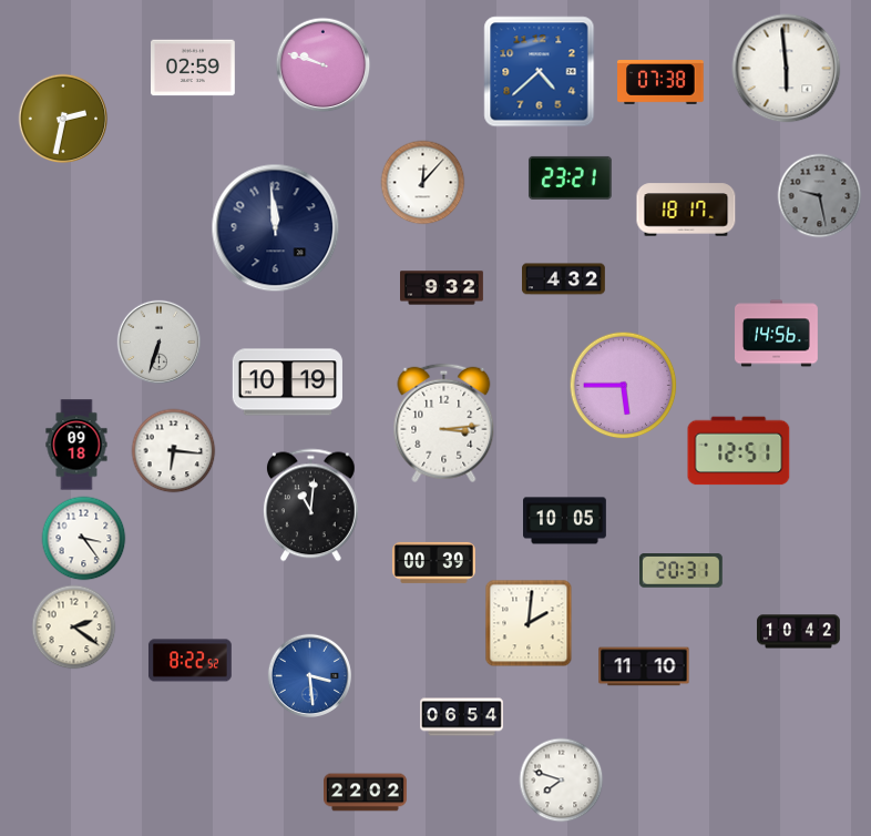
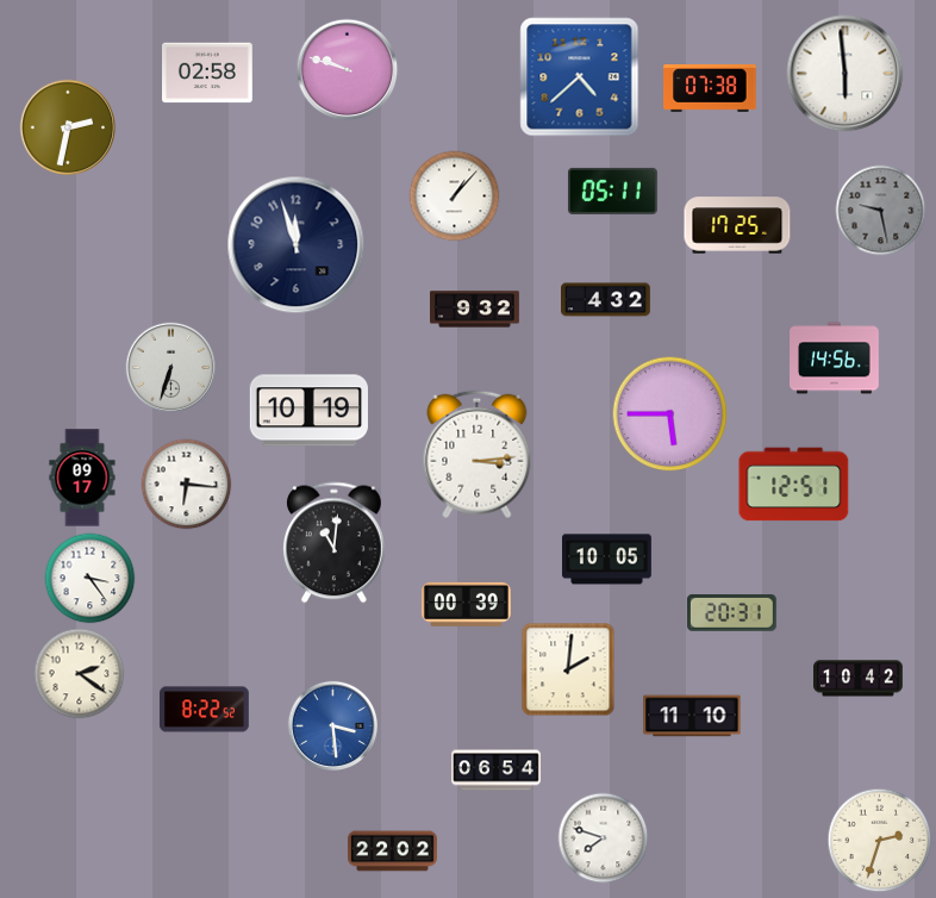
clock at (193, 68): 02:59 -> 02:58
clock at (570, 177): 23:21 -> 05:11
clock at (423, 183): 12:07 -> 1:07
clock at (686, 210): 18:17 -> 17:25
clock at (276, 228): 11:59 -> 11:57
clock at (76, 445): 09:18 -> 09:17
clock at (880, 841): none -> 2:33
